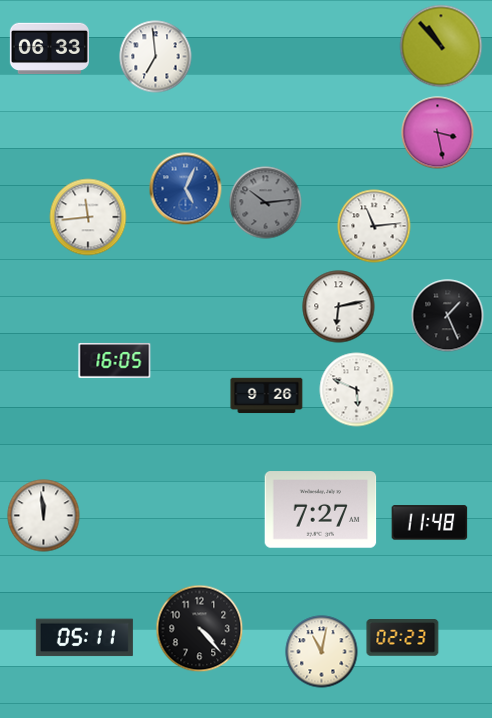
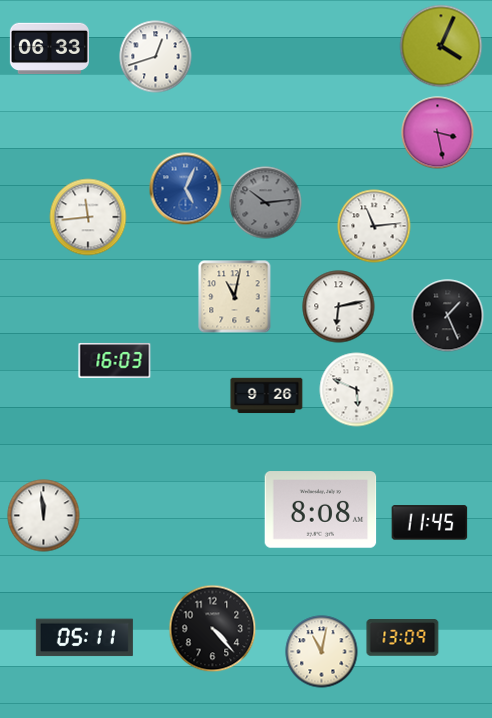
clock at (441, 46): 10:53 -> 4:04
clock at (156, 57): 6:59 -> 12:42
clock at (235, 297): none -> 11:02
clock at (115, 360): 16:05 -> 16:03
clock at (321, 510): 7:27 -> 8:08
clock at (430, 523): 11:48 -> 11:45
clock at (200, 629) position: (200, 629) -> (213, 629)
clock at (403, 638): 02:23 -> 13:09
